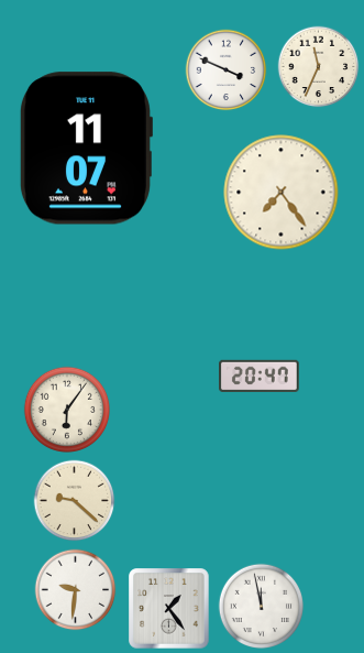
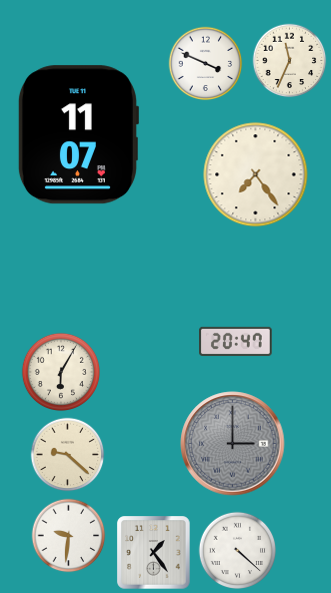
clock at (66, 409): 6:06 -> 6:05
clock at (233, 444): none -> 3:00
clock at (262, 607): 11:58 -> 4:22
